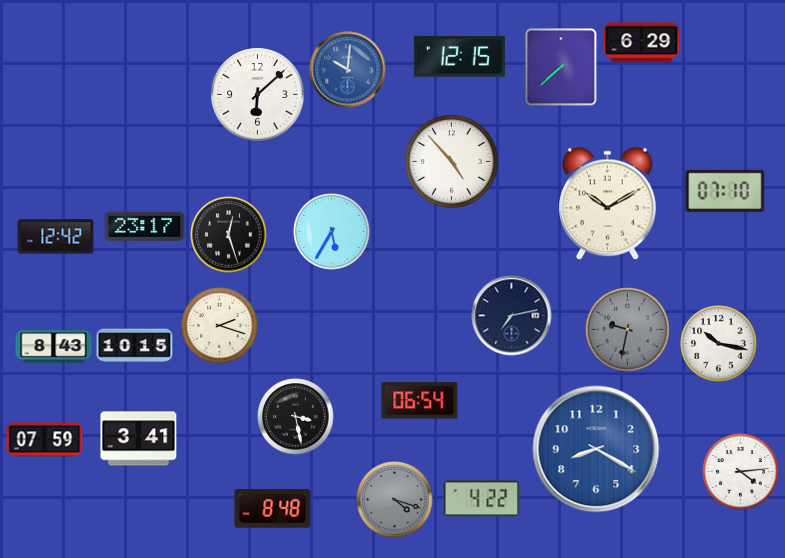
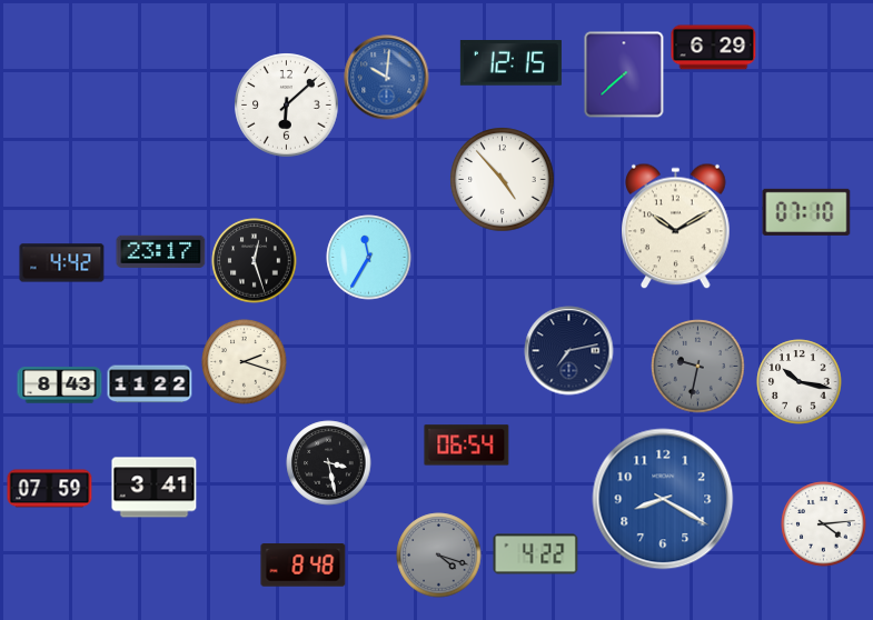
clock at (332, 232): 5:35 -> 11:35
clock at (56, 237): 12:42 -> 4:42
clock at (135, 346): 10:15 -> 11:22
